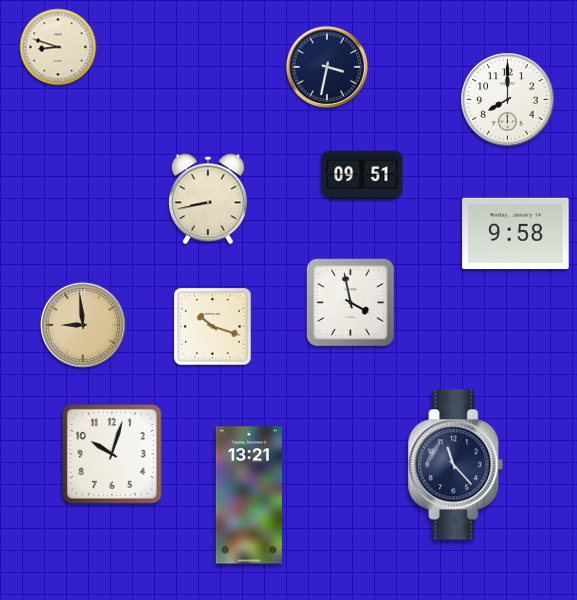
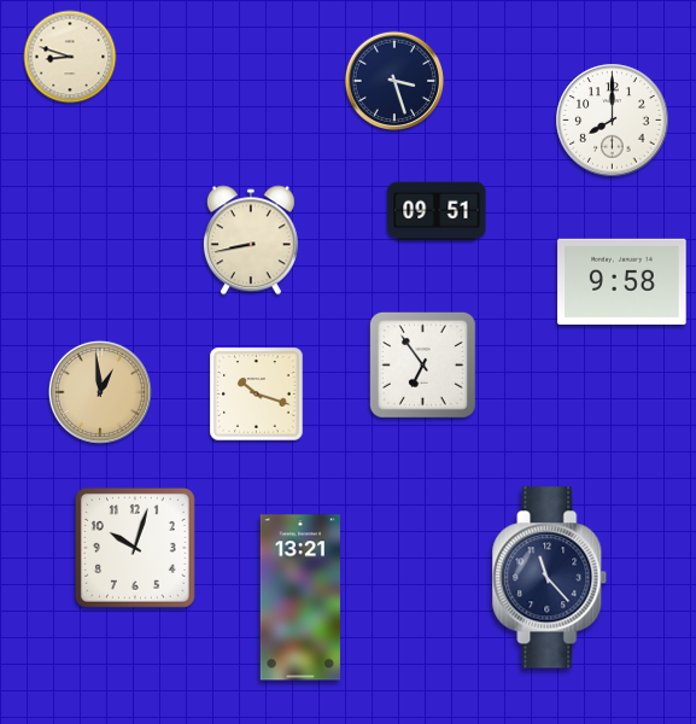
clock at (326, 66): 3:32 -> 3:27
clock at (351, 303): 3:58 -> 6:54
clock at (83, 325): 8:59 -> 12:59
clock at (456, 465) position: (456, 465) -> (550, 578)
